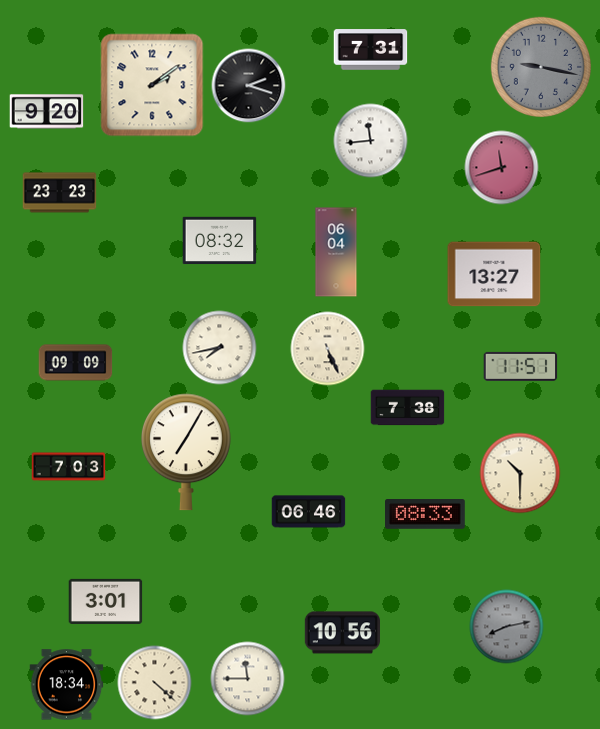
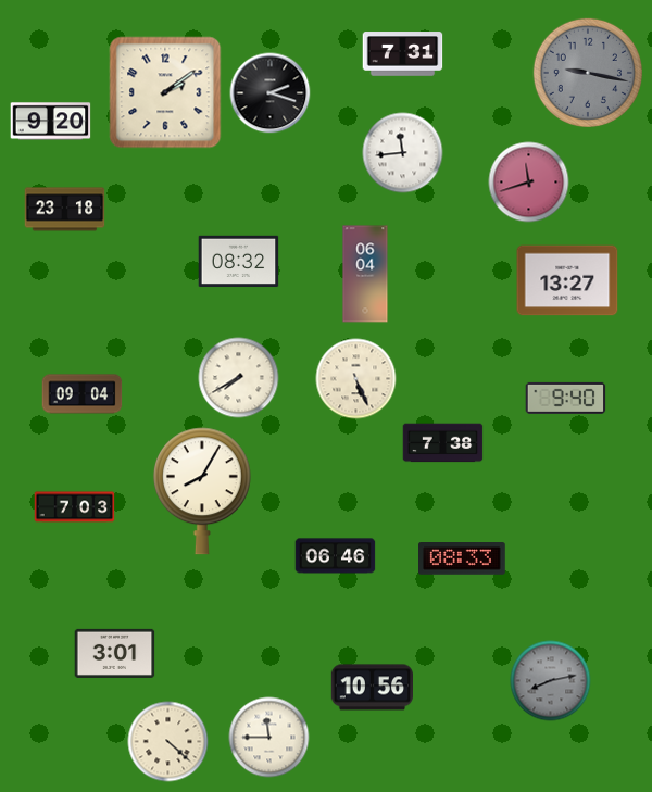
clock at (502, 168) position: (502, 168) -> (529, 183)
clock at (60, 193): 23:23 -> 23:18
clock at (494, 274) position: (494, 274) -> (567, 280)
clock at (220, 348): 7:43 -> 7:40
clock at (76, 363): 09:09 -> 09:04
clock at (521, 366): 11:51 -> 9:40
clock at (186, 452): 7:05 -> 8:05
clock at (520, 473): 10:30 -> none
clock at (67, 685): 18:34 -> none
